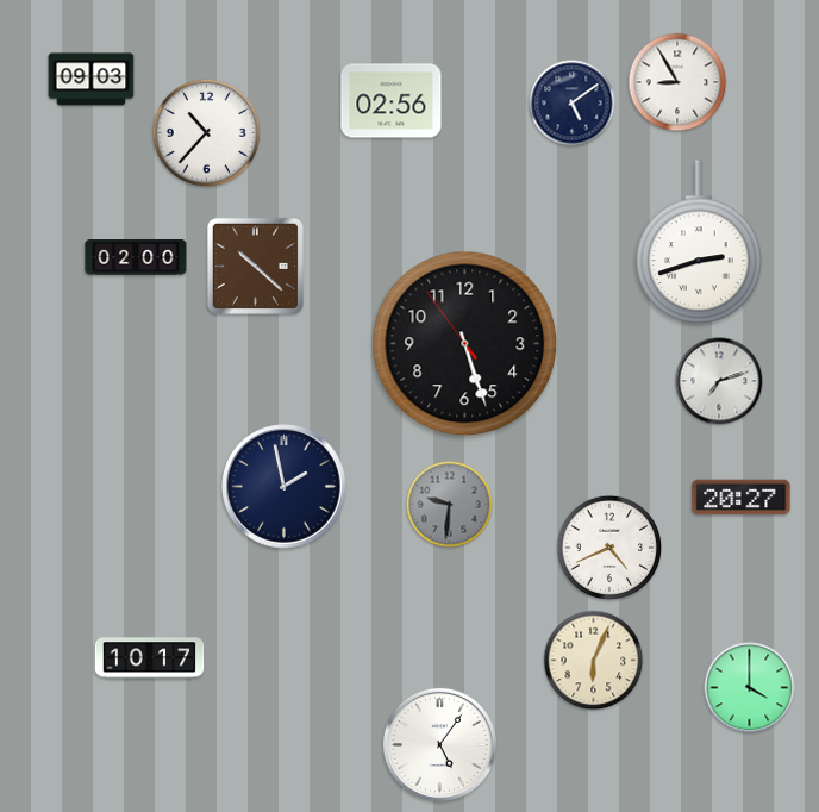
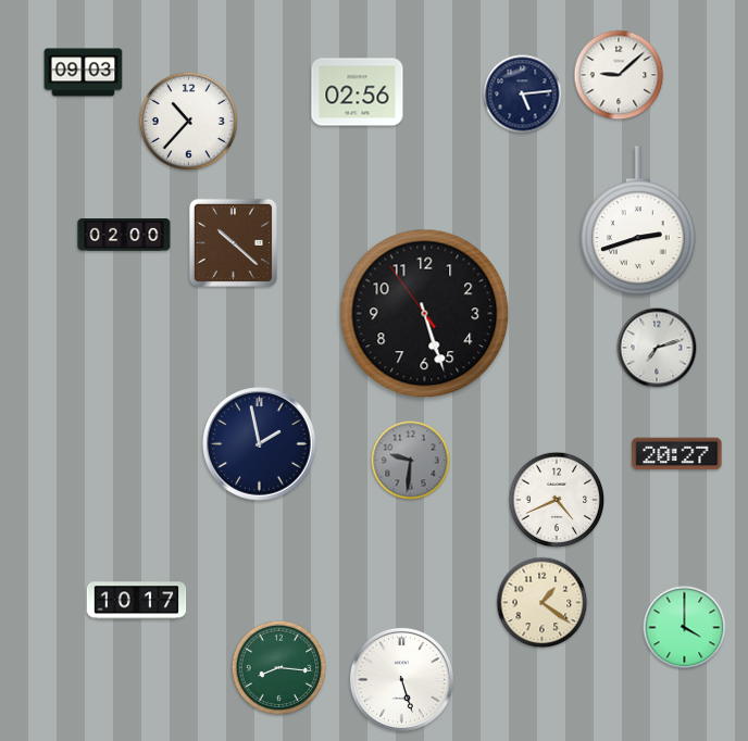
clock at (677, 82): 8:55 -> 9:08
clock at (573, 104): 5:09 -> 5:14
clock at (594, 661): 6:04 -> 1:21
clock at (279, 668): none -> 8:16
clock at (439, 744): 5:06 -> 5:27
